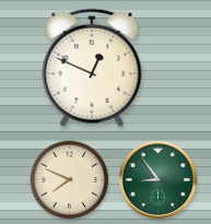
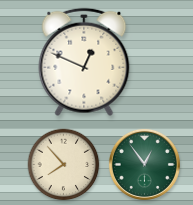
clock at (157, 179): 8:54 -> 12:54
clock at (70, 180): 7:49 -> 7:53
